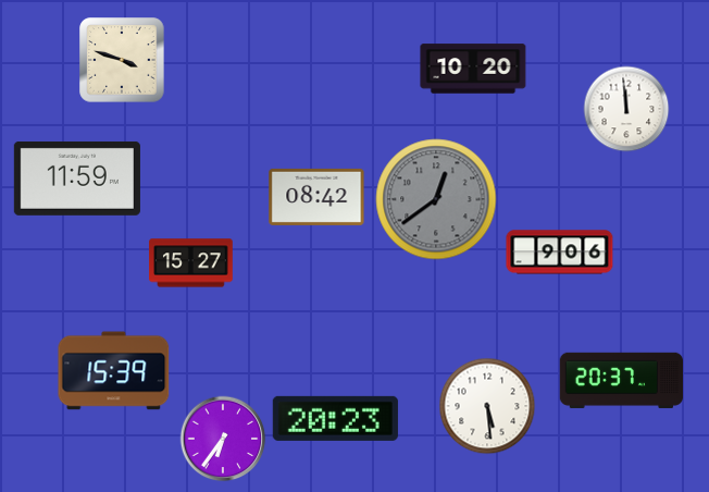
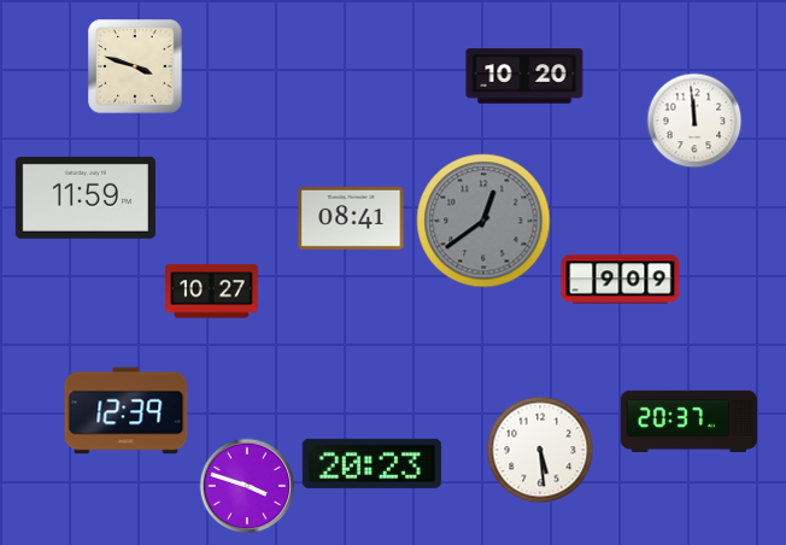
clock at (316, 197): 08:42 -> 08:41
clock at (560, 253): 9:06 -> 9:09
clock at (191, 263): 15:27 -> 10:27
clock at (114, 371): 15:39 -> 12:39
clock at (223, 439): 6:36 -> 3:48
